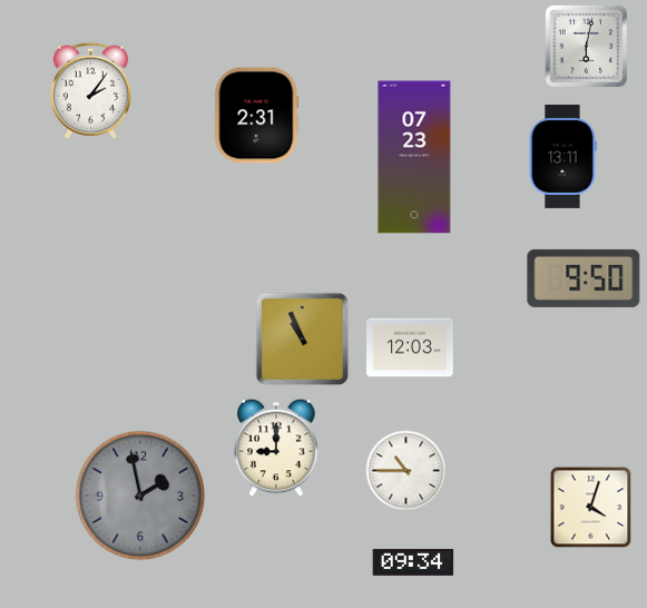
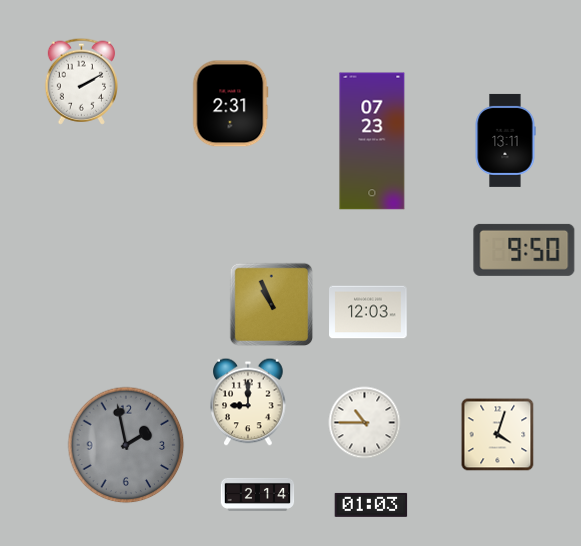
clock at (586, 46): 6:02 -> none
clock at (90, 90): 2:06 -> 2:10
clock at (591, 508) position: (591, 508) -> (498, 435)
clock at (258, 494): none -> 2:14
clock at (413, 562): 09:34 -> 01:03
